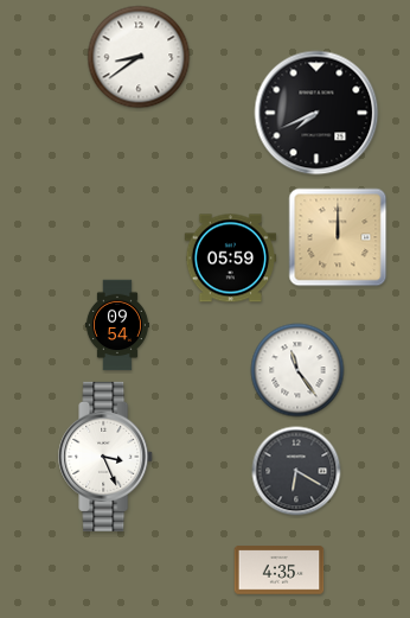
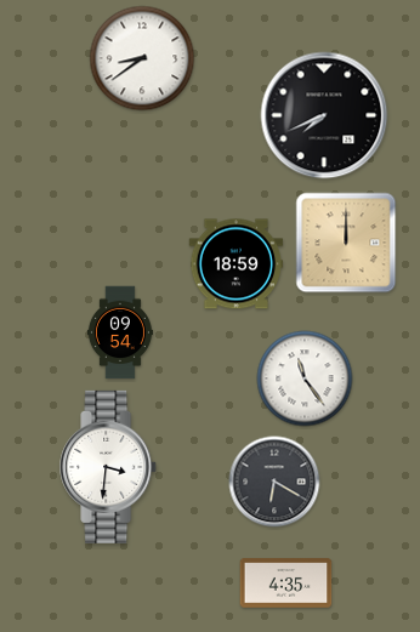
clock at (231, 259): 05:59 -> 18:59
clock at (107, 457): 3:26 -> 3:31
clock at (296, 471) position: (296, 471) -> (274, 482)
